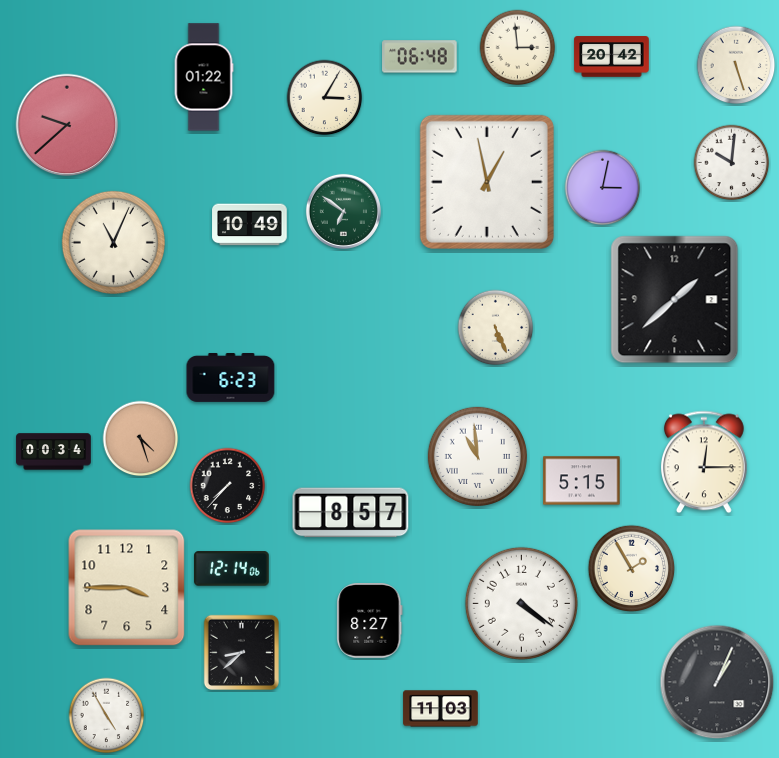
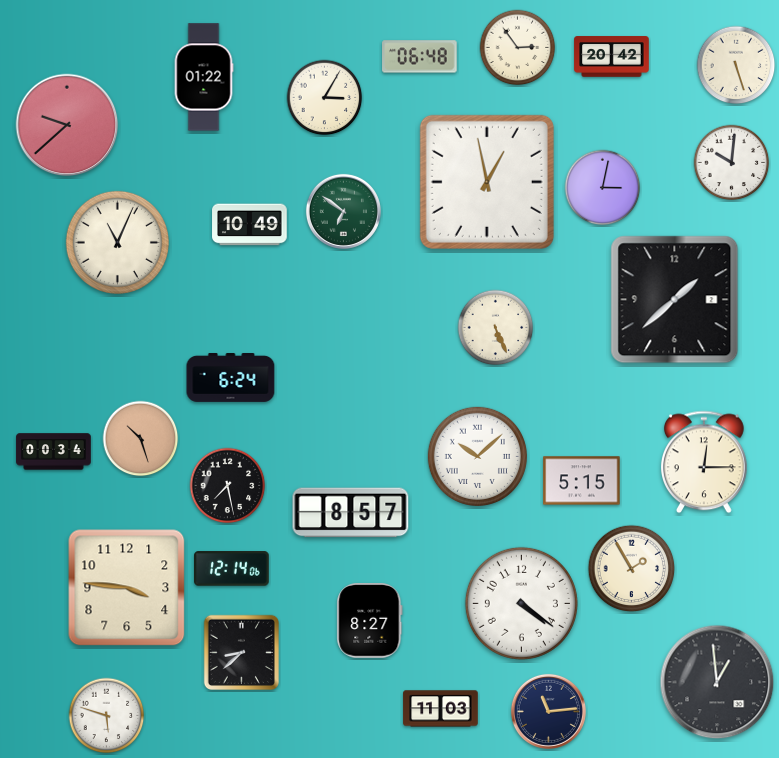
clock at (518, 48): 2:59 -> 2:54
clock at (113, 242) position: (113, 242) -> (117, 242)
clock at (231, 378): 6:23 -> 6:24
clock at (141, 439): 4:27 -> 10:27
clock at (477, 456): 10:59 -> 10:08
clock at (228, 486): 7:37 -> 7:28
clock at (127, 588): 3:45 -> 3:46
clock at (717, 682): 1:04 -> 12:59
clock at (548, 711): none -> 11:14
clock at (107, 716): 4:55 -> 5:48
